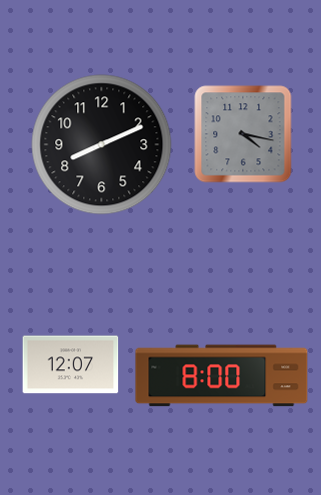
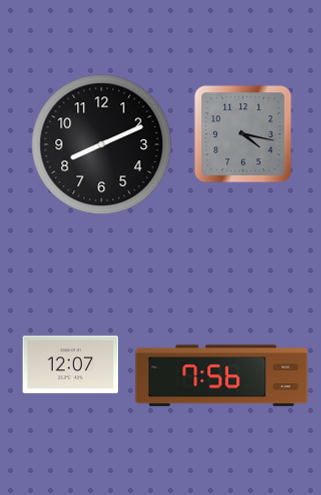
clock at (222, 376): 8:00 -> 7:56
